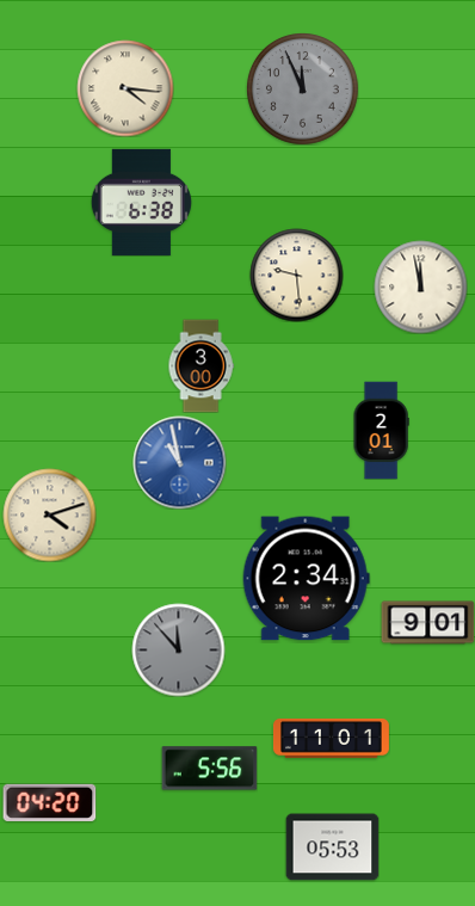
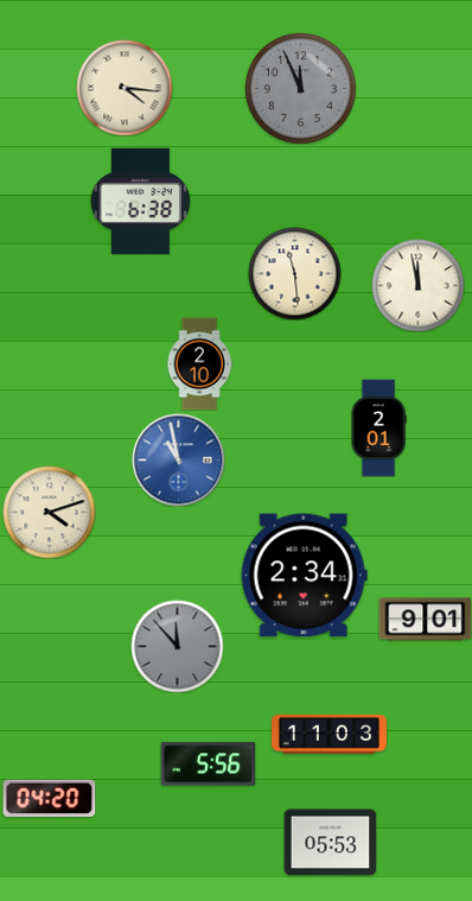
clock at (296, 275): 9:29 -> 11:29
clock at (201, 365): 3:00 -> 2:10
clock at (331, 739): 11:01 -> 11:03
